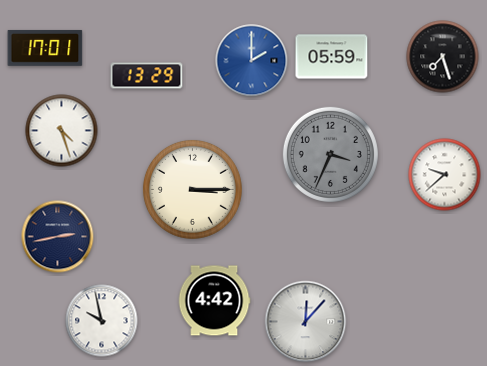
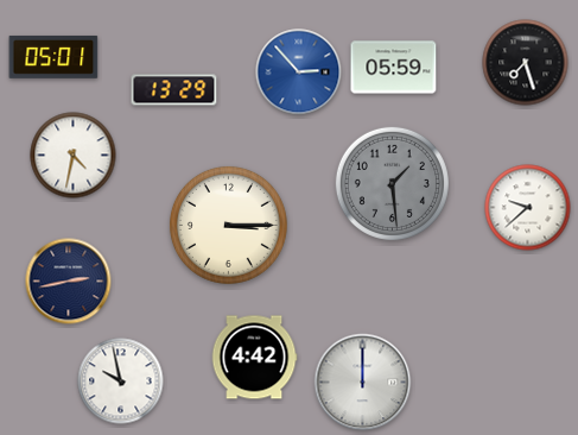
clock at (45, 48): 17:01 -> 05:01
clock at (443, 57) position: (443, 57) -> (526, 63)
clock at (252, 61): 2:00 -> 2:53
clock at (62, 131): 4:27 -> 4:32
clock at (330, 154): 3:34 -> 1:29
clock at (306, 322): 12:07 -> 12:00
